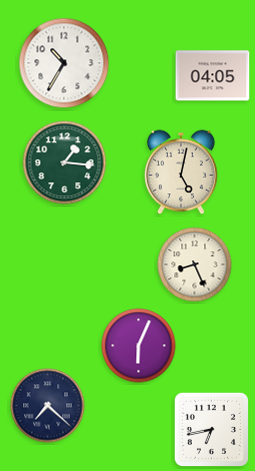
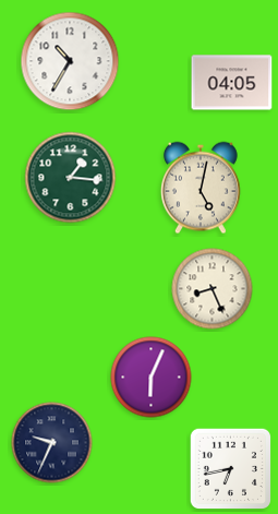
clock at (64, 63) position: (64, 63) -> (70, 61)
clock at (181, 172) position: (181, 172) -> (201, 188)
clock at (48, 406): 7:22 -> 9:34
